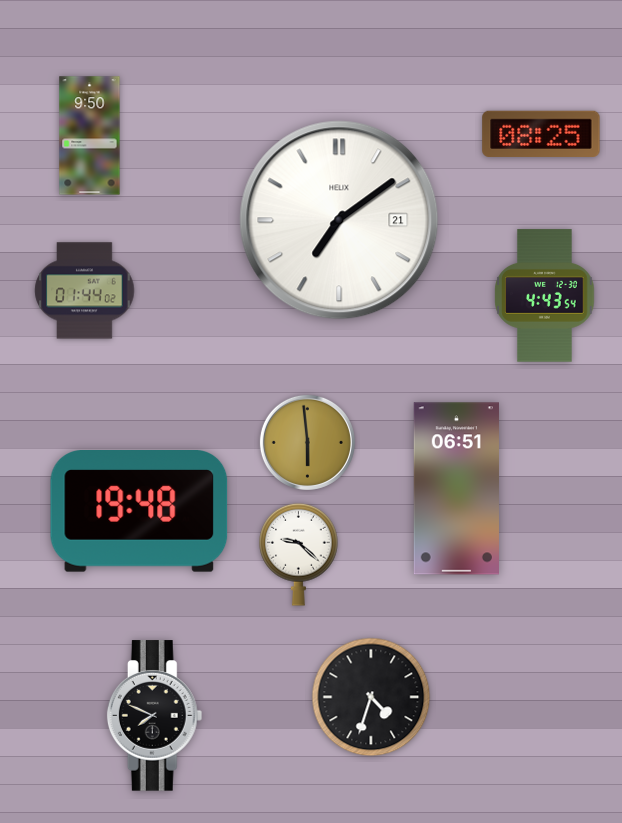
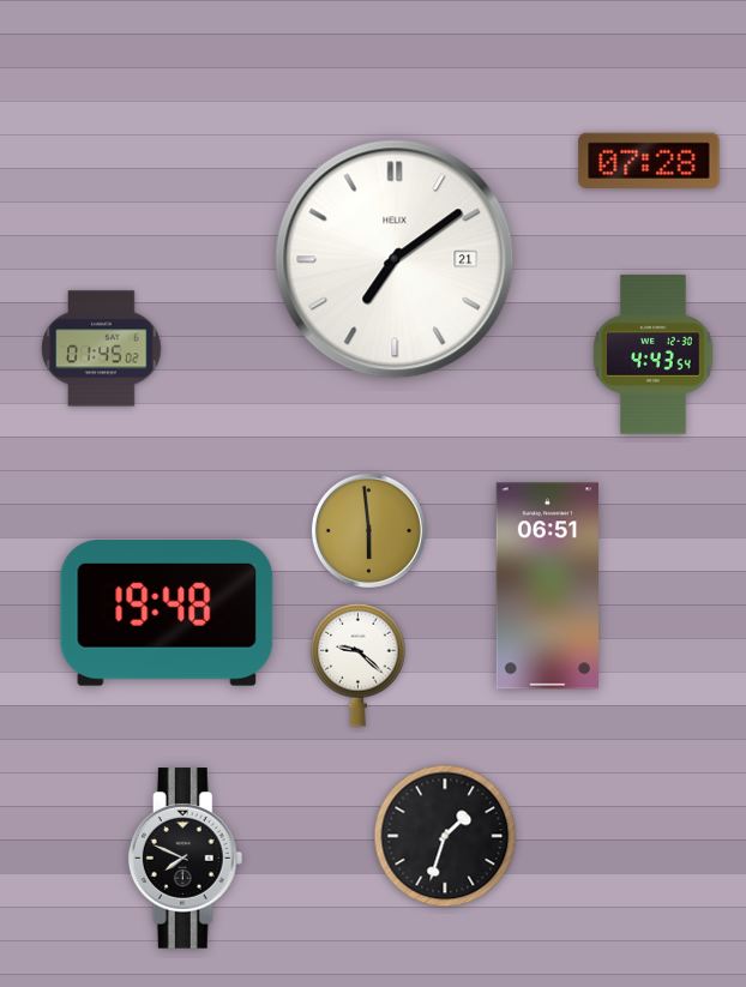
clock at (541, 134): 08:25 -> 07:28
clock at (90, 136): 9:50 -> none
clock at (339, 220) position: (339, 220) -> (395, 259)
clock at (85, 291): 01:44 -> 01:45
clock at (371, 697): 4:33 -> 1:33
